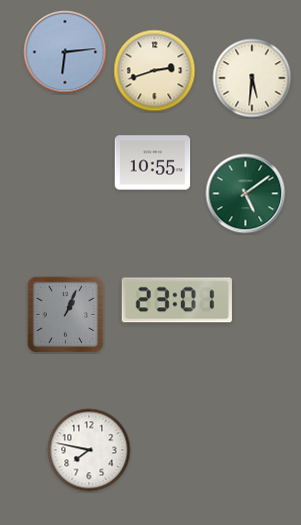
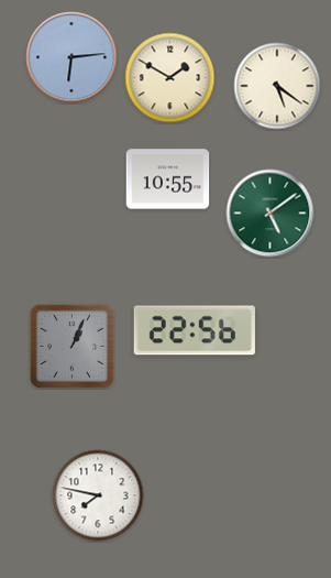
clock at (155, 71): 2:42 -> 1:50
clock at (252, 78): 5:31 -> 5:21
clock at (177, 300): 23:01 -> 22:56
